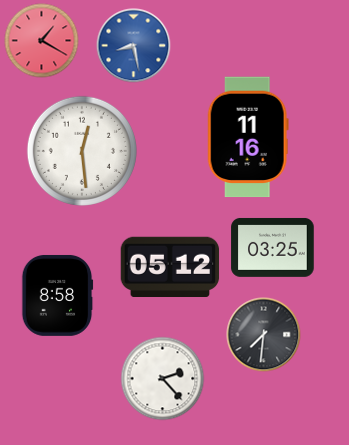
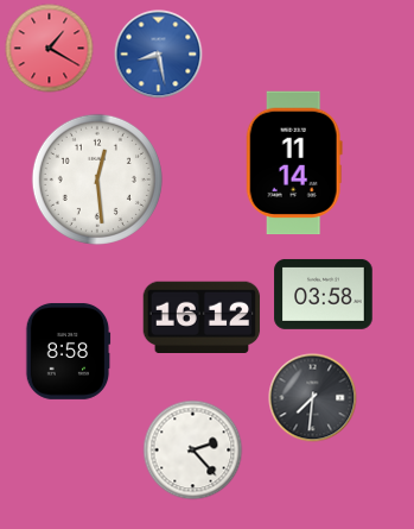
clock at (248, 137): 11:16 -> 11:14
clock at (273, 247): 03:25 -> 03:58
clock at (170, 266): 05:12 -> 16:12
